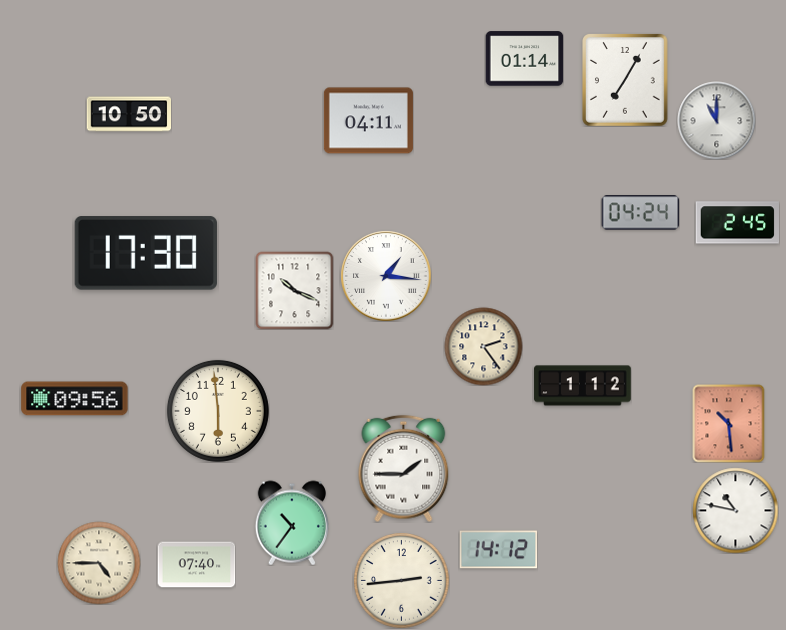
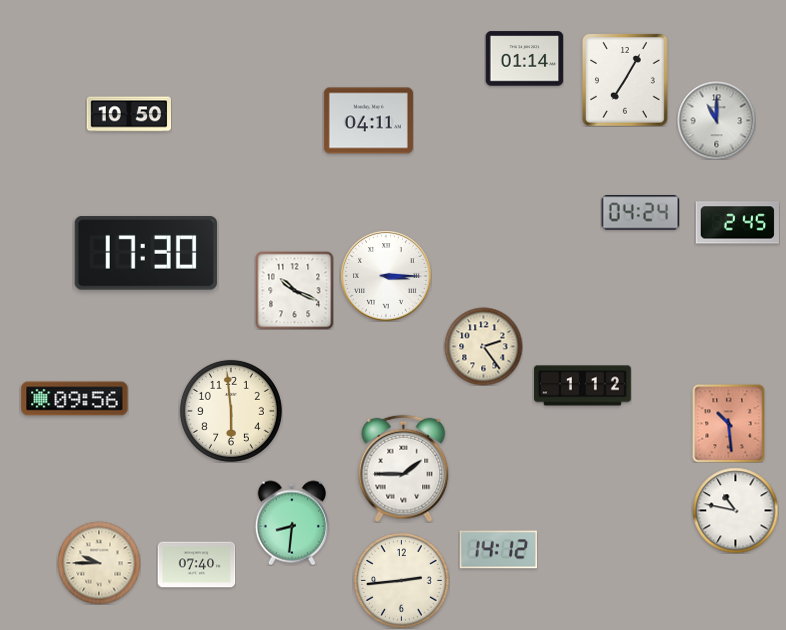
clock at (386, 276): 1:16 -> 3:15
clock at (218, 411) position: (218, 411) -> (231, 411)
clock at (291, 523): 10:36 -> 8:31
clock at (99, 563): 4:45 -> 9:45
